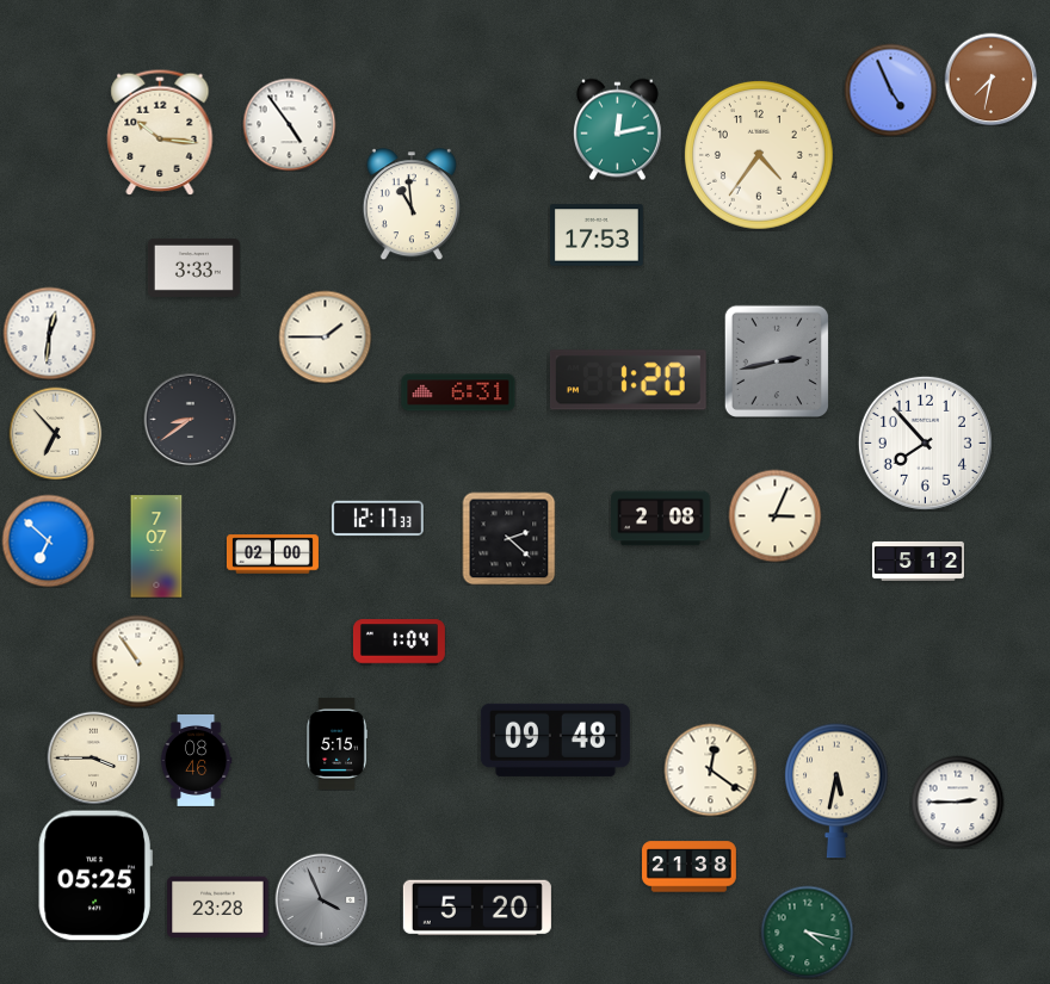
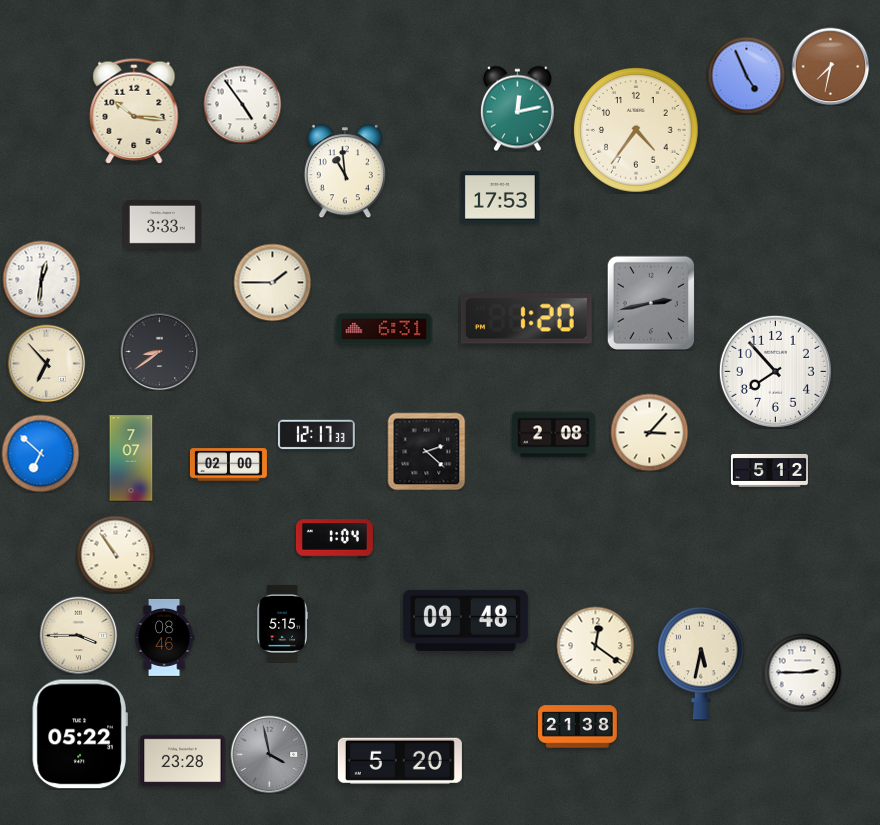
clock at (774, 515): 3:04 -> 3:07
clock at (95, 875): 05:25 -> 05:22
clock at (321, 899): 3:56 -> 3:58
clock at (807, 932): 4:17 -> none
